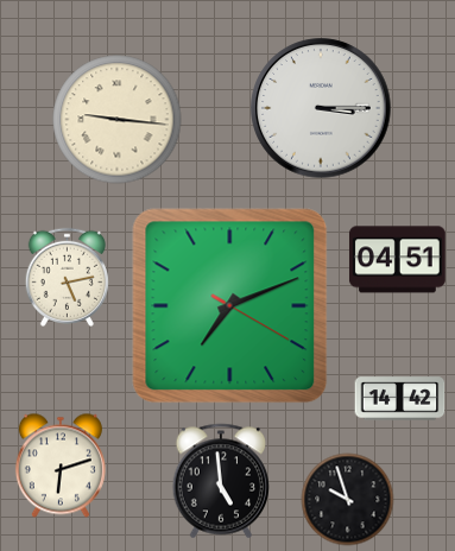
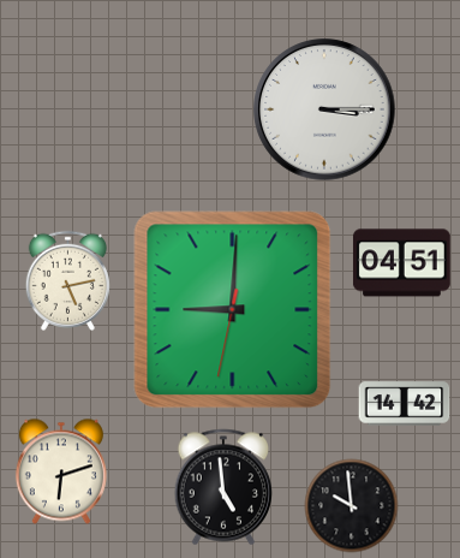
clock at (118, 120): 9:16 -> none
clock at (230, 306): 7:11 -> 9:00
clock at (348, 500): 9:57 -> 9:59
